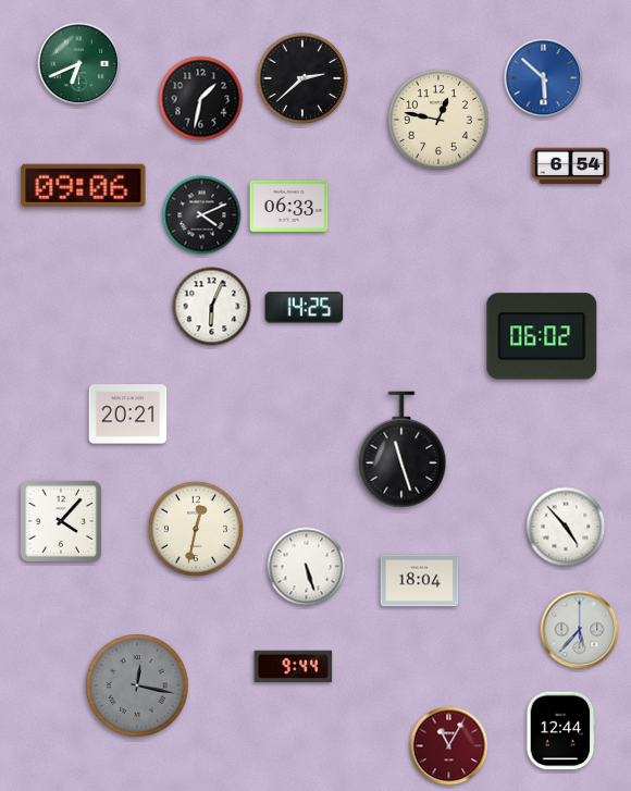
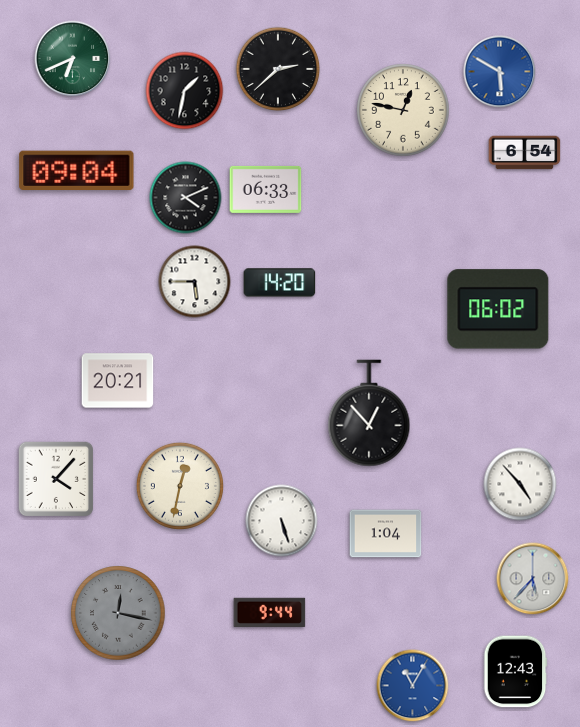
clock at (302, 78) position: (302, 78) -> (278, 69)
clock at (544, 78): 5:52 -> 5:50
clock at (84, 186): 09:06 -> 09:04
clock at (212, 307): 6:04 -> 5:45
clock at (305, 308): 14:25 -> 14:20
clock at (401, 449): 11:27 -> 12:53
clock at (420, 581): 18:04 -> 1:04
clock at (137, 685) position: (137, 685) -> (118, 613)
clock at (561, 731): 12:44 -> 12:43
clock at (449, 746) dial: burgundy -> blue
